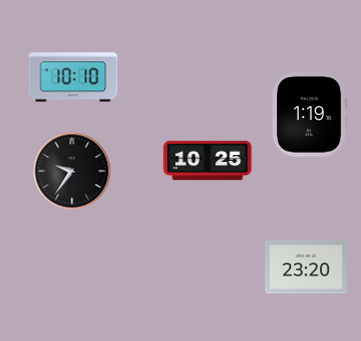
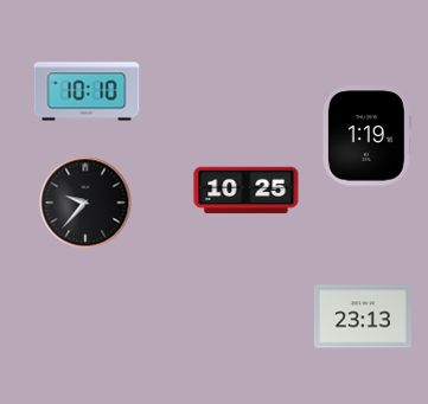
clock at (72, 171): 9:36 -> 9:37
clock at (306, 267): 23:20 -> 23:13
